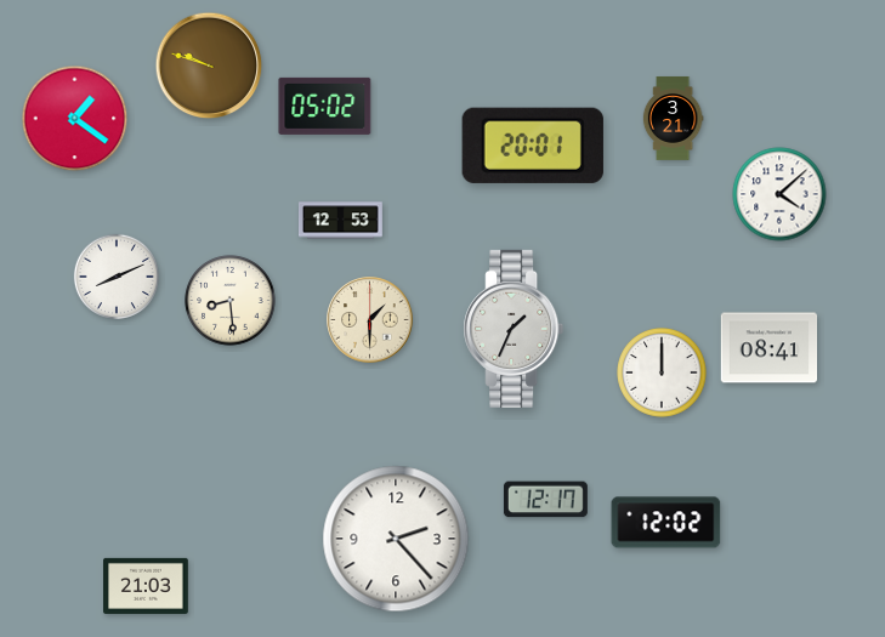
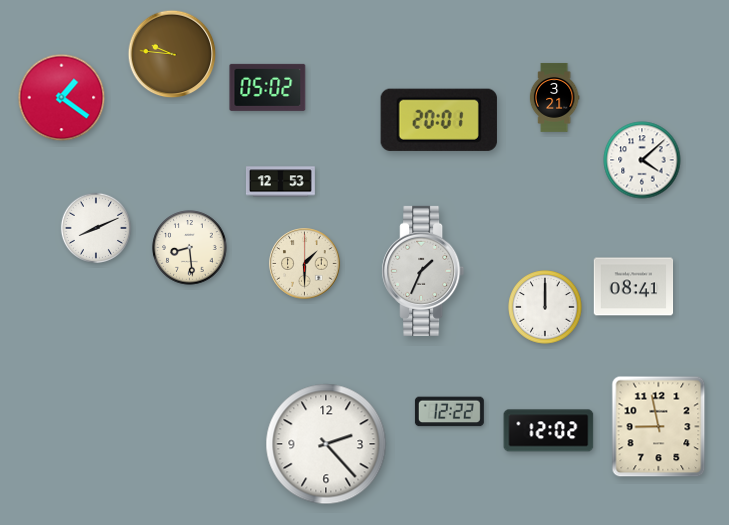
clock at (209, 66): 9:48 -> 9:46
clock at (545, 500): 12:17 -> 12:22
clock at (659, 427): none -> 8:58
clock at (146, 586): 21:03 -> none
